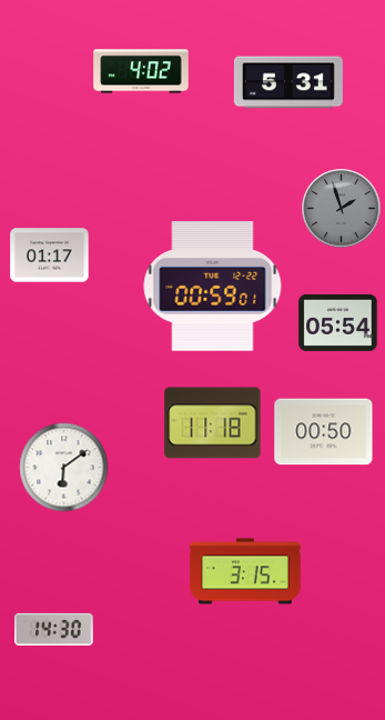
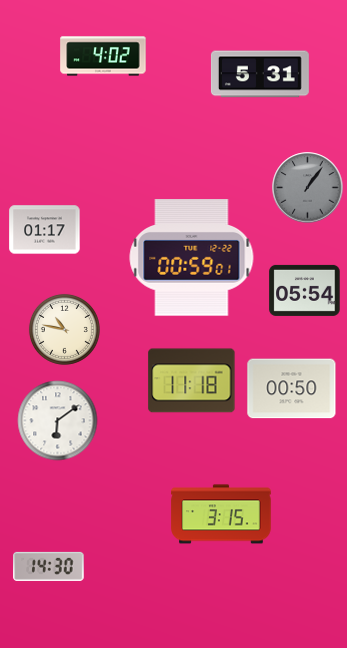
clock at (141, 71) position: (141, 71) -> (103, 56)
clock at (342, 209): 1:57 -> 1:06
clock at (64, 329): none -> 10:47
